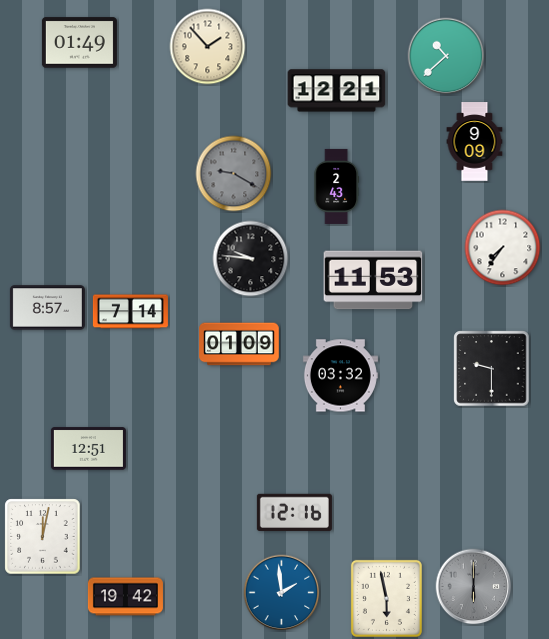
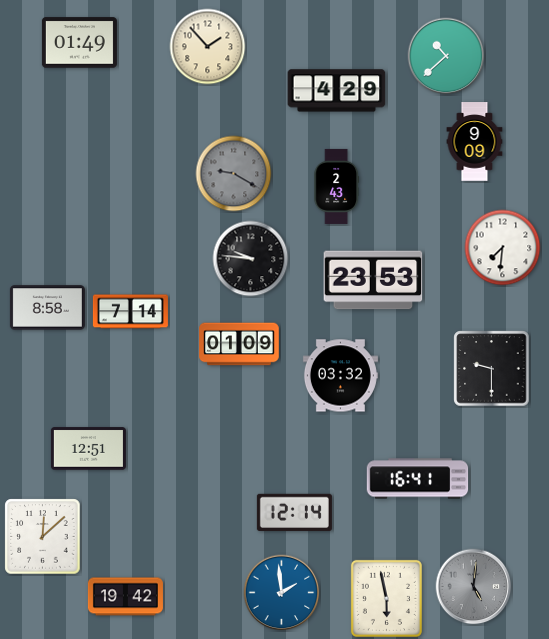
clock at (337, 91): 12:21 -> 4:29
clock at (503, 248): 7:36 -> 7:31
clock at (373, 280): 11:53 -> 23:53
clock at (47, 308): 8:57 -> 8:58
clock at (418, 479): none -> 16:41
clock at (294, 512): 12:16 -> 12:14
clock at (43, 537): 12:02 -> 12:08
clock at (474, 587): 6:00 -> 5:01
